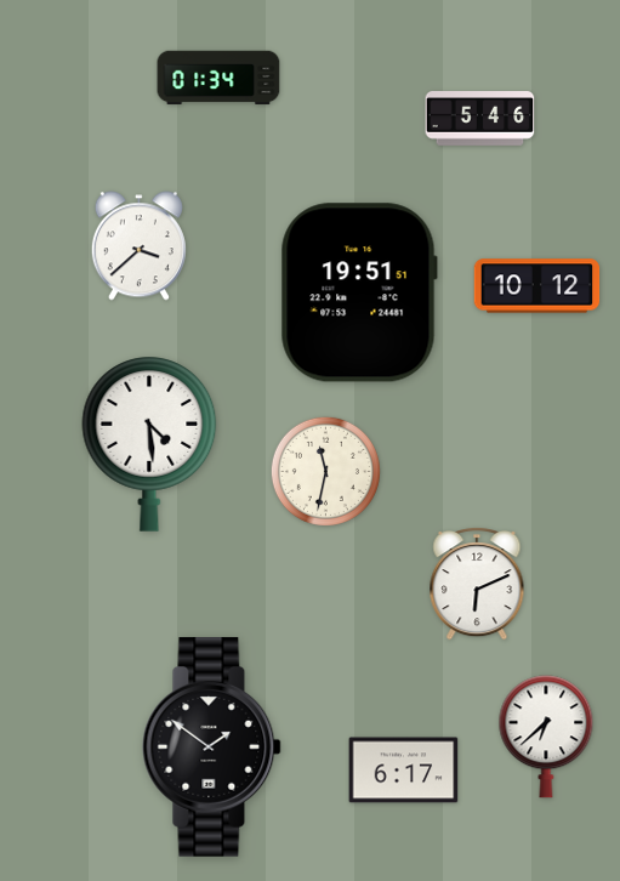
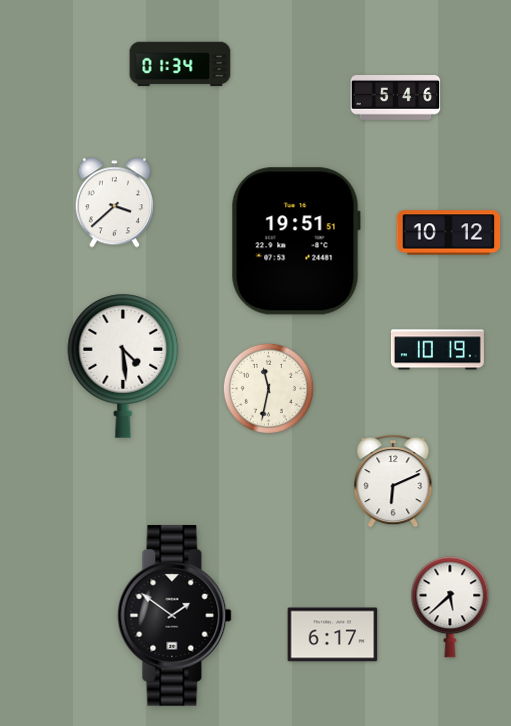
clock at (537, 286) position: (537, 286) -> (449, 233)
clock at (437, 350): none -> 10:19
clock at (546, 737): 6:38 -> 5:38
